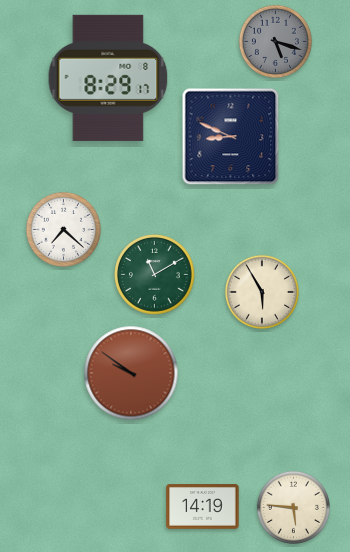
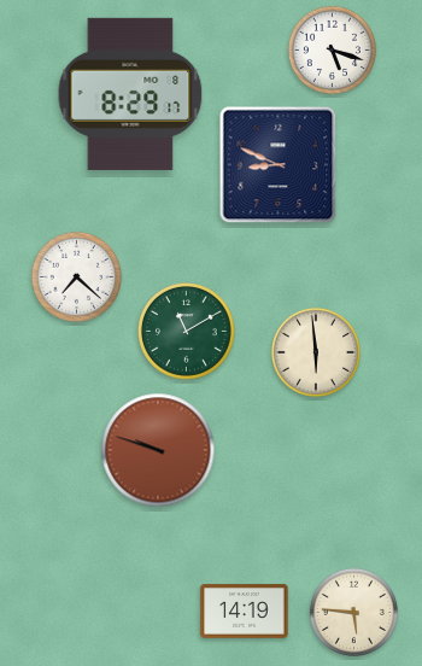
clock at (275, 41) dial: grey -> white
clock at (262, 292): 5:55 -> 5:59
clock at (131, 373): 9:51 -> 9:48
